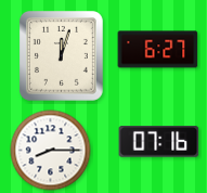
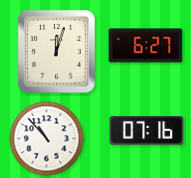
clock at (51, 151): 8:15 -> 10:53
